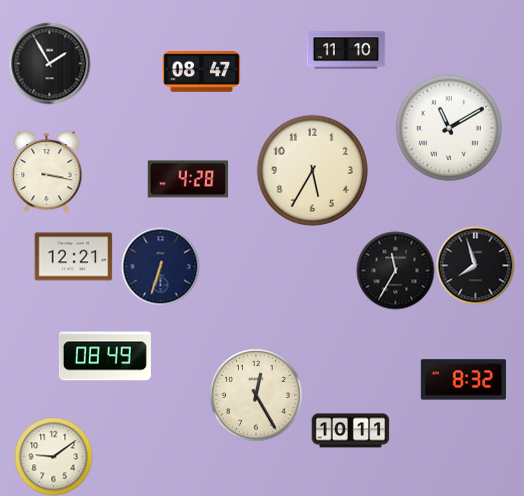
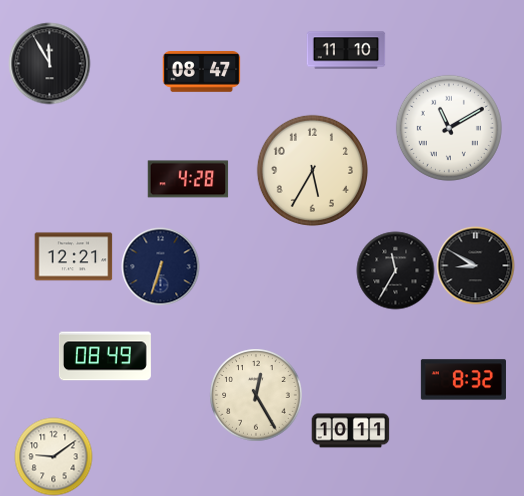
clock at (49, 63): 1:55 -> 11:55
clock at (47, 172): 3:17 -> none
clock at (475, 265): 7:57 -> 8:50
